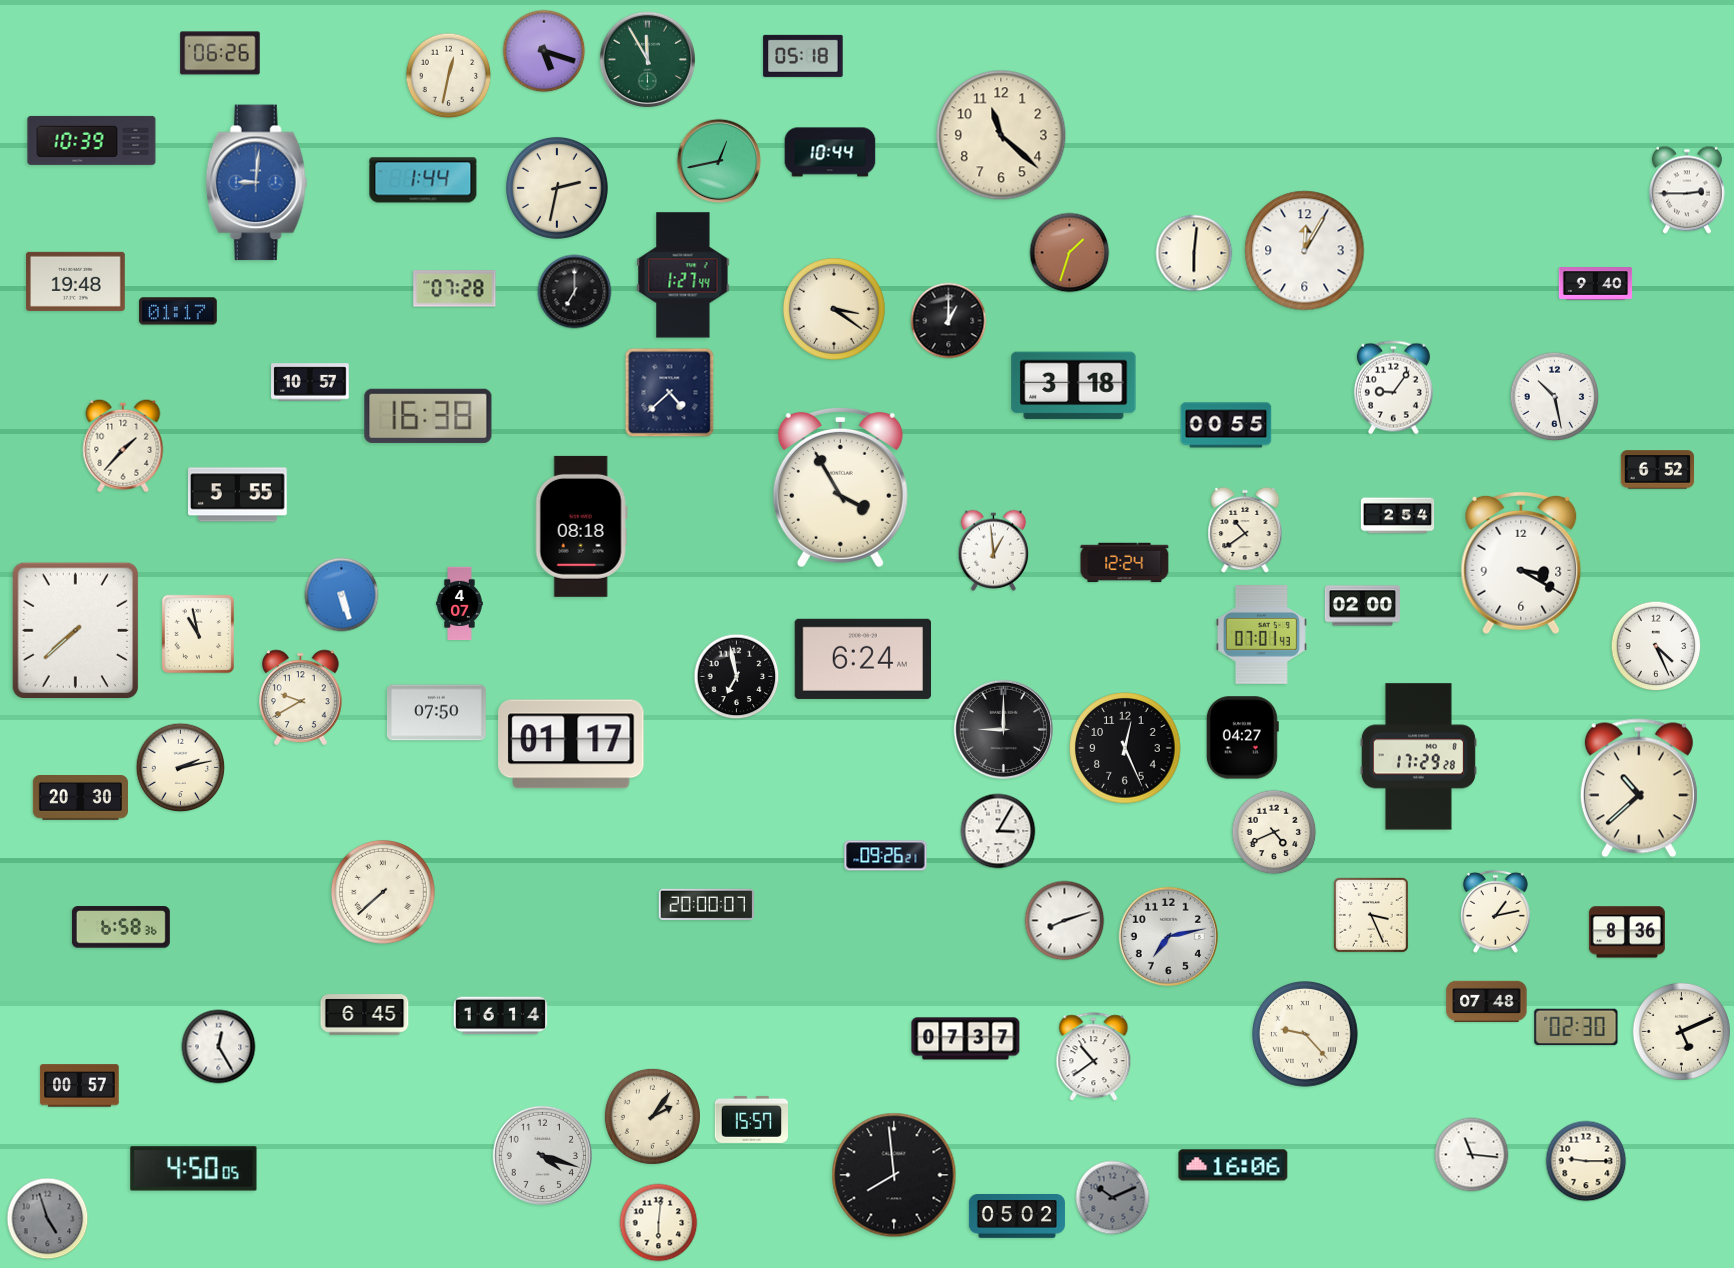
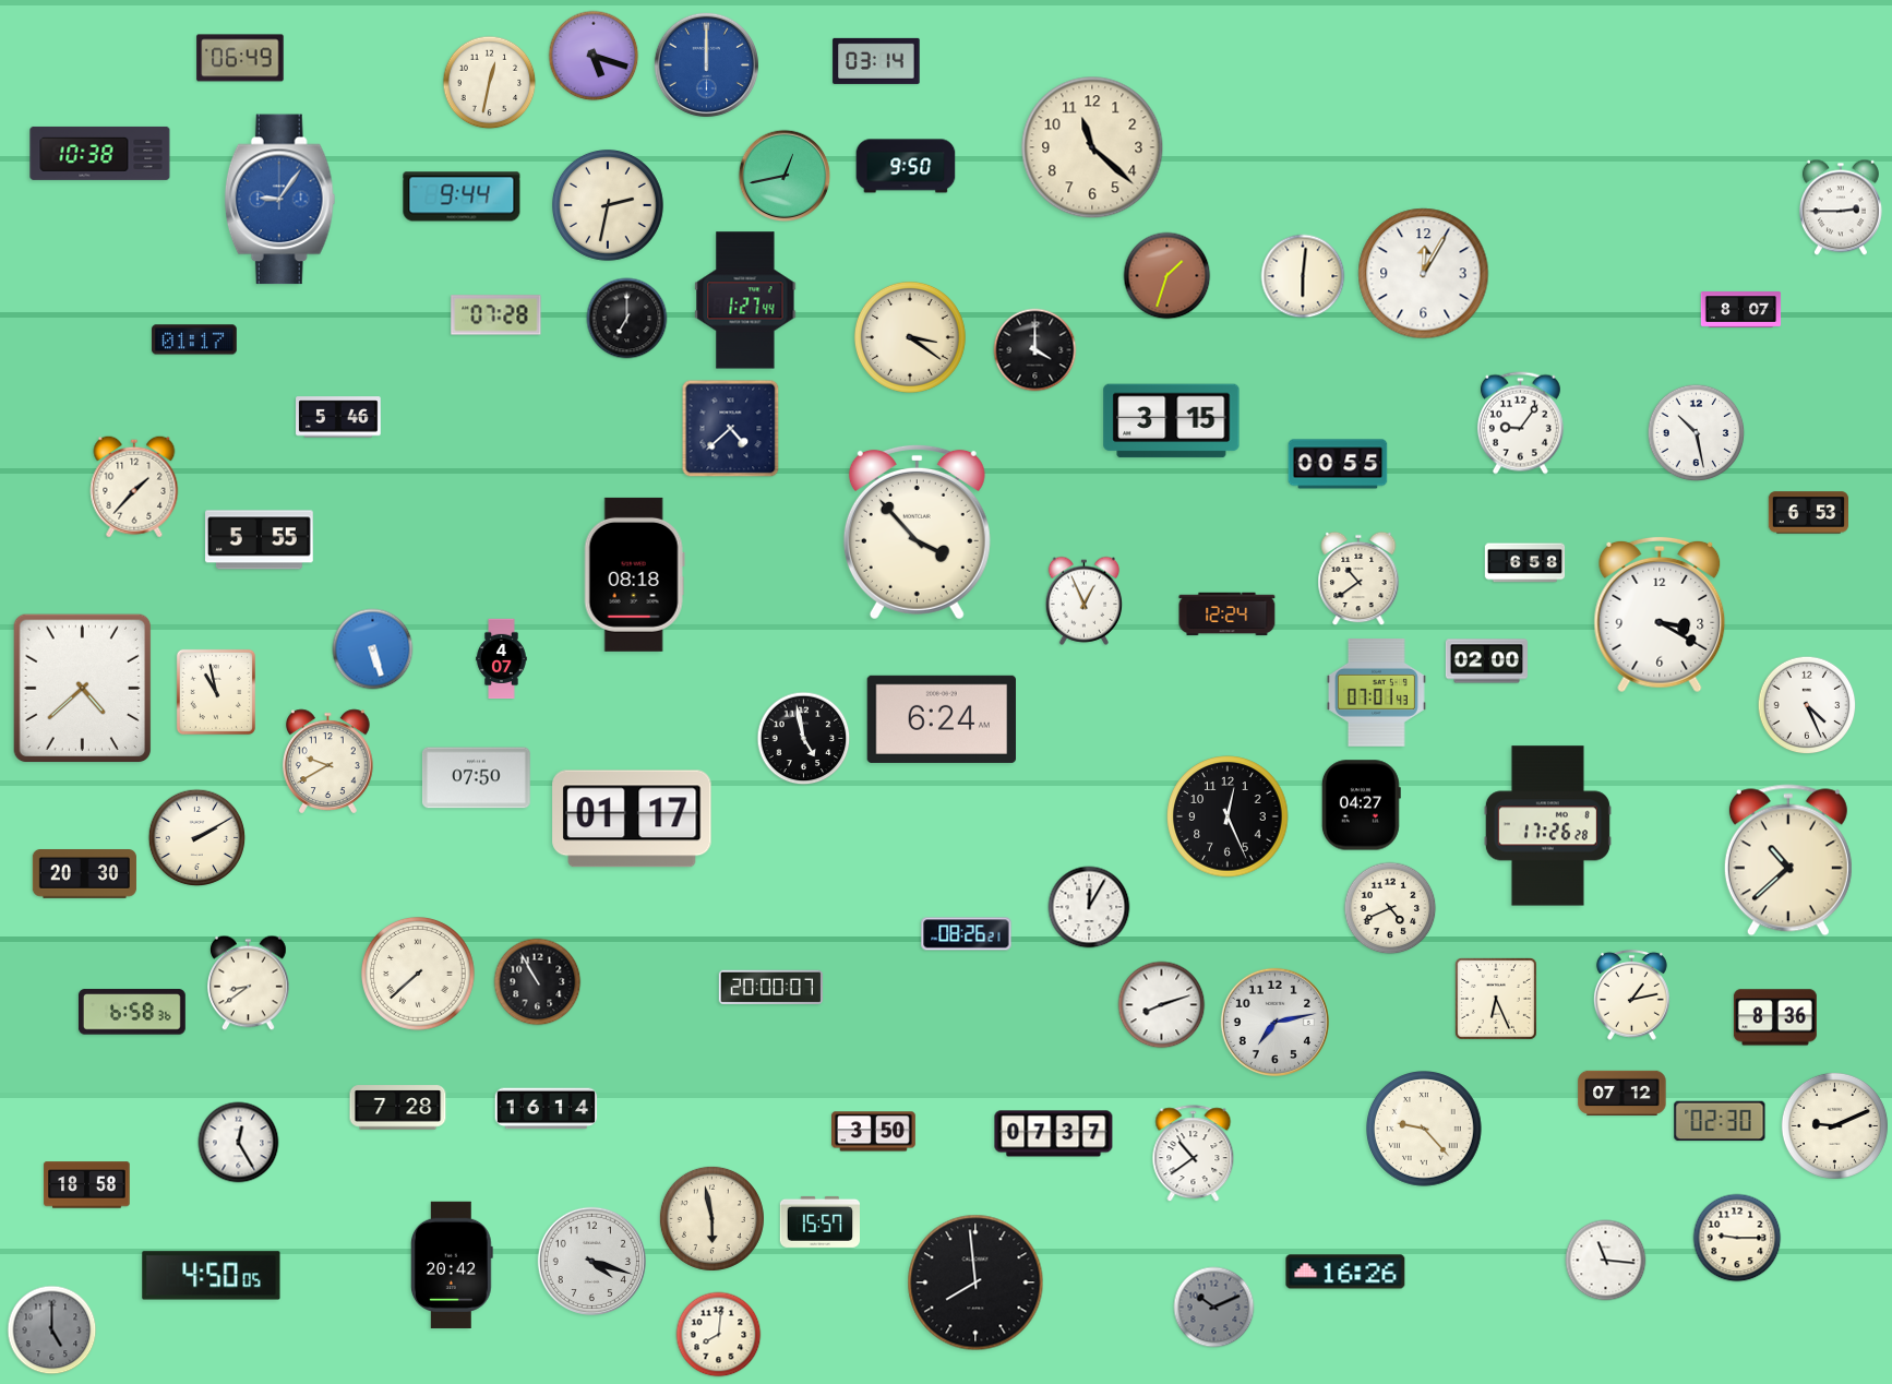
clock at (220, 53): 06:26 -> 06:49
clock at (803, 56): 05:18 -> 03:14
clock at (647, 59): 11:55 -> 12:00
clock at (647, 59) dial: green -> blue
clock at (92, 140): 10:39 -> 10:38
clock at (830, 152): 10:44 -> 9:50
clock at (423, 180): 1:44 -> 9:44
clock at (257, 183): 9:01 -> 9:06
clock at (76, 281): 19:48 -> none
clock at (1596, 284): 9:40 -> 8:07
clock at (949, 321): 1:00 -> 4:00
clock at (310, 382): 10:57 -> 5:46
clock at (1074, 386): 3:18 -> 3:15
clock at (428, 416): 16:38 -> none
clock at (1658, 470): 6:52 -> 6:53
clock at (840, 487): 3:55 -> 3:53
clock at (1398, 516): 2:54 -> 6:58
clock at (994, 550): 12:59 -> 12:56
clock at (75, 631): 7:38 -> 4:38
clock at (737, 677): 6:58 -> 4:58
clock at (1003, 729): 9:00 -> none
clock at (1242, 738) position: (1242, 738) -> (1361, 806)
clock at (571, 744) position: (571, 744) -> (632, 819)
clock at (1418, 757): 17:29 -> 17:26
clock at (181, 768): 2:13 -> 2:10
clock at (80, 798) position: (80, 798) -> (84, 874)
clock at (998, 831): 3:05 -> 12:05
clock at (886, 856): 09:26 -> 08:26
clock at (538, 982): none -> 10:55
clock at (249, 983): none -> 8:39
clock at (1371, 915): 3:26 -> 6:26
clock at (1487, 1001): 07:48 -> 07:12
clock at (365, 1015): 6:45 -> 7:28
clock at (1681, 1031): 5:11 -> 9:11
clock at (874, 1132): none -> 3:50
clock at (80, 1086): 00:57 -> 18:58
clock at (652, 1116): 2:06 -> 5:58
clock at (452, 1265): none -> 20:42
clock at (1586, 1161) position: (1586, 1161) -> (1737, 1238)
clock at (1233, 1165): 16:06 -> 16:26
clock at (1017, 1217): 05:02 -> none
clock at (48, 1219): 4:57 -> 5:00
clock at (659, 1223): 6:01 -> 8:01
